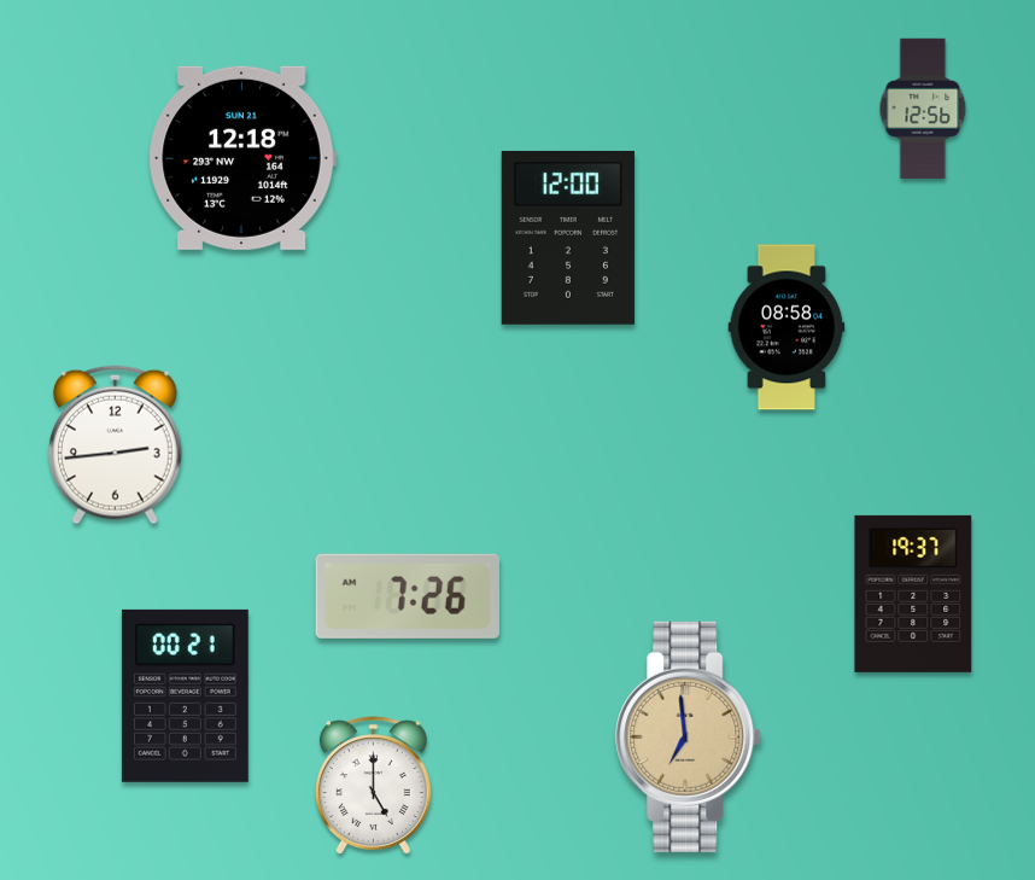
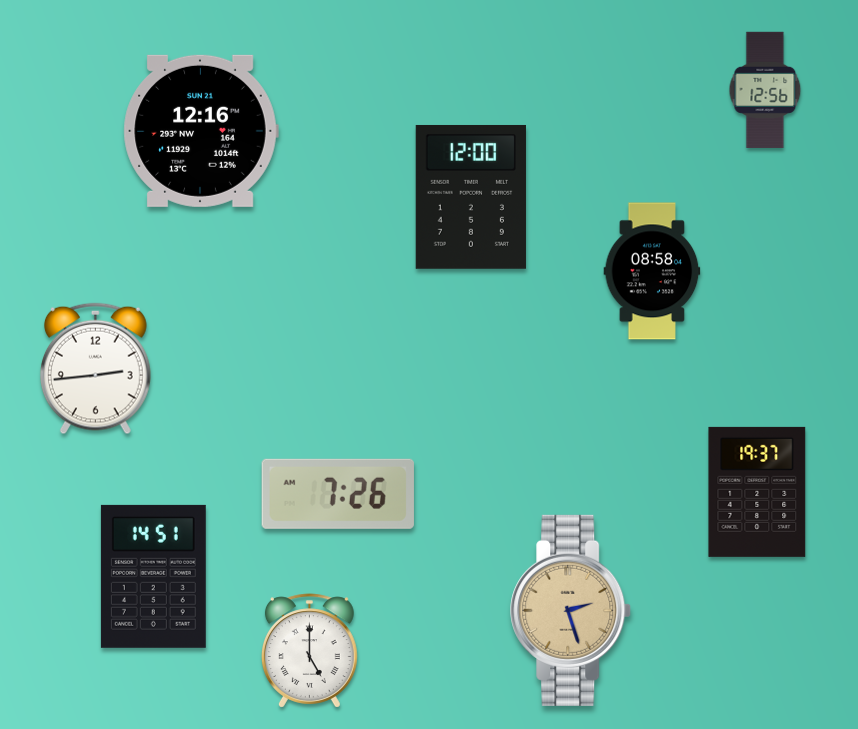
clock at (242, 158): 12:18 -> 12:16
clock at (185, 695): 00:21 -> 14:51
clock at (689, 736): 6:59 -> 2:27
